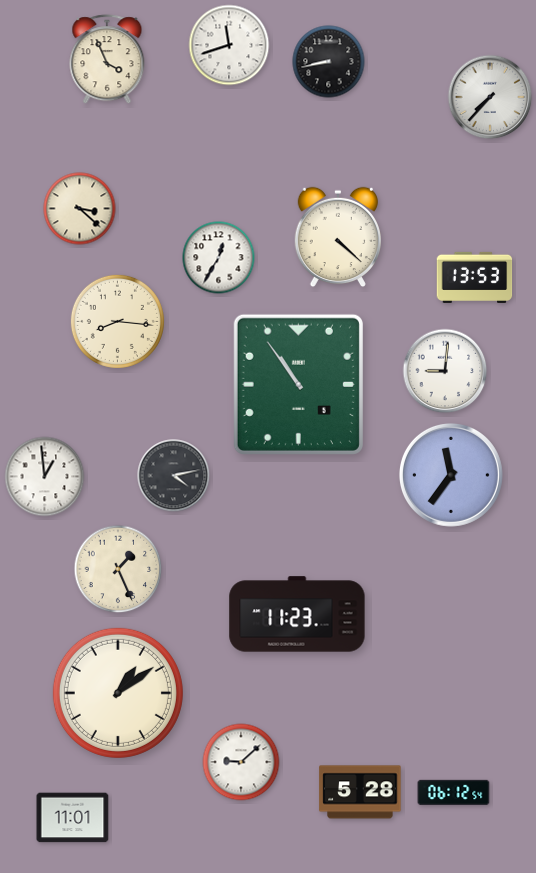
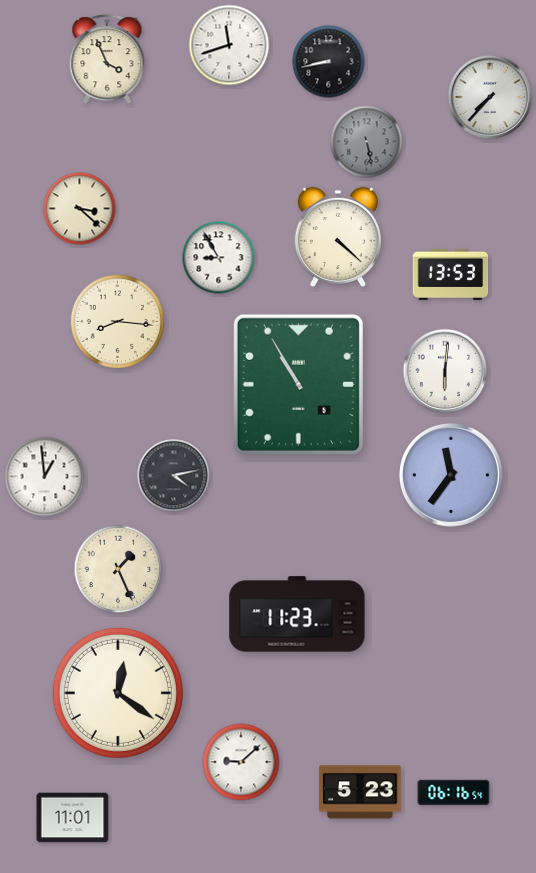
clock at (367, 142): none -> 5:28
clock at (219, 258): 12:35 -> 8:55
clock at (475, 277) position: (475, 277) -> (451, 274)
clock at (445, 371): 9:01 -> 6:01
clock at (298, 384): 10:54 -> 10:55
clock at (118, 693): 1:09 -> 12:21
clock at (360, 792): 5:28 -> 5:23
clock at (454, 793): 06:12 -> 06:16
